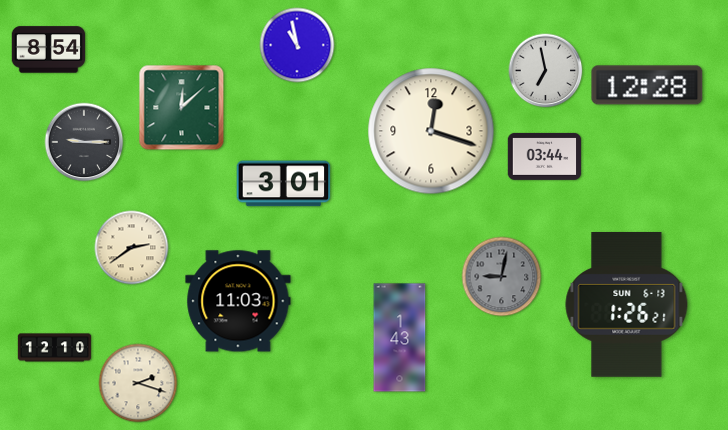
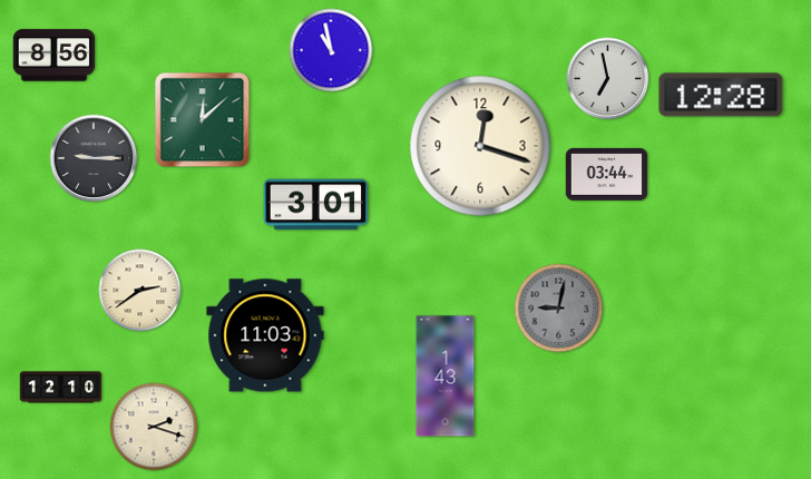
clock at (49, 50): 8:54 -> 8:56
clock at (132, 248) position: (132, 248) -> (140, 291)
clock at (627, 305): 1:26 -> none
